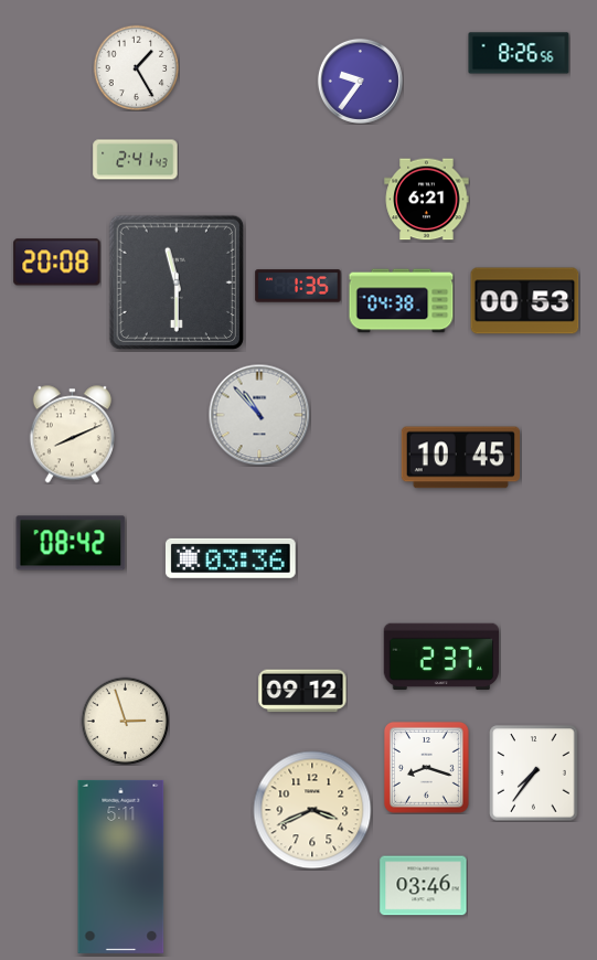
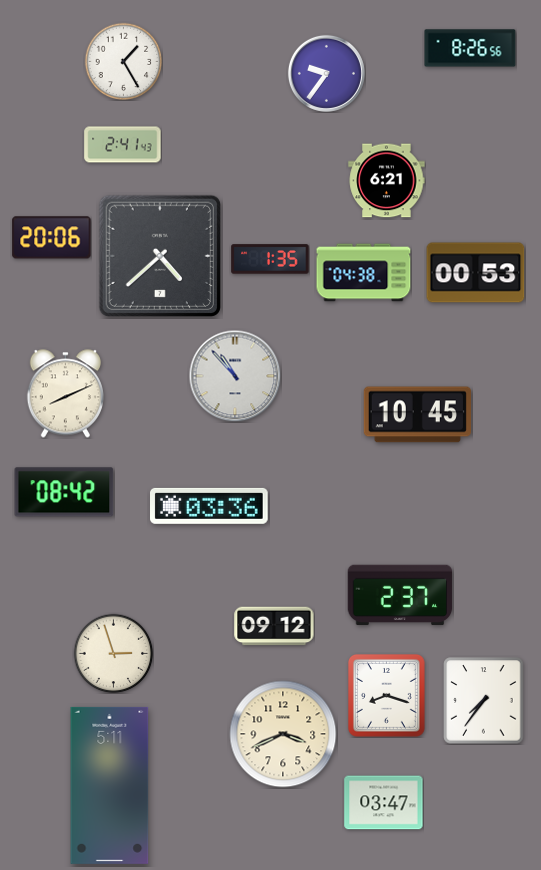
clock at (57, 263): 20:08 -> 20:06
clock at (177, 282): 11:30 -> 4:38
clock at (424, 886): 03:46 -> 03:47
